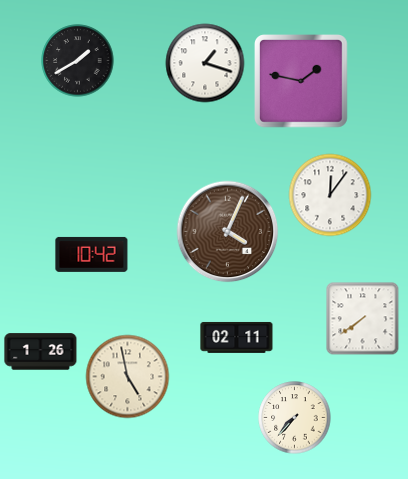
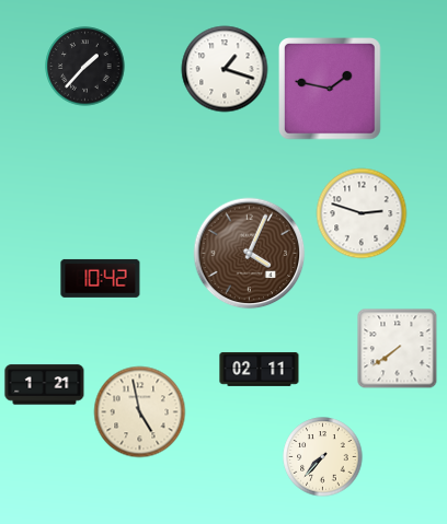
clock at (78, 61): 1:40 -> 1:37
clock at (330, 195): 12:06 -> 2:48
clock at (41, 352): 1:26 -> 1:21
